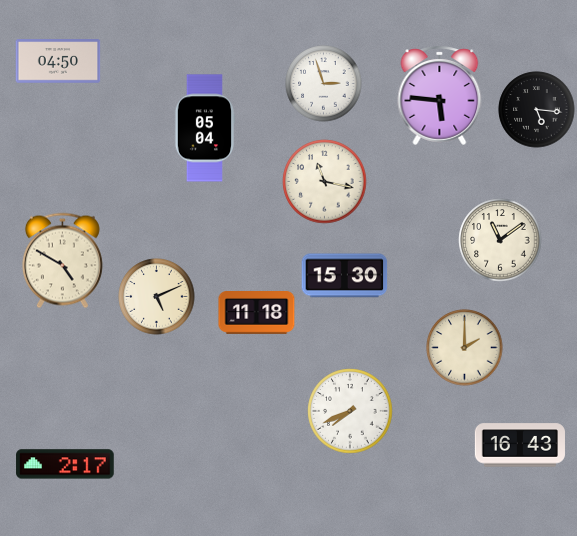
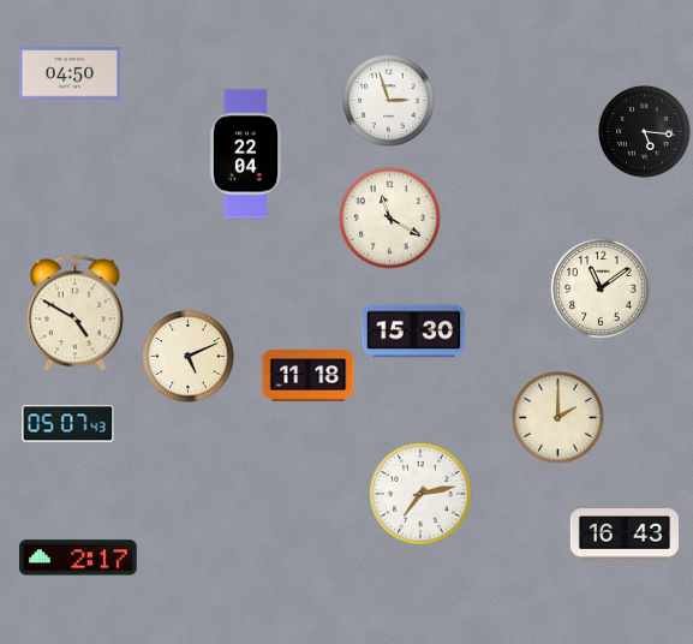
clock at (440, 95): 5:46 -> none
clock at (205, 128): 05:04 -> 22:04
clock at (325, 182): 11:17 -> 11:20
clock at (68, 424): none -> 05:07
clock at (350, 411): 7:41 -> 7:13
